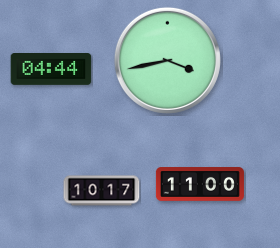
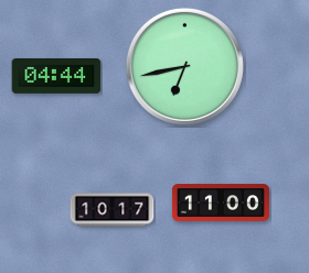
clock at (167, 60): 3:43 -> 6:43
